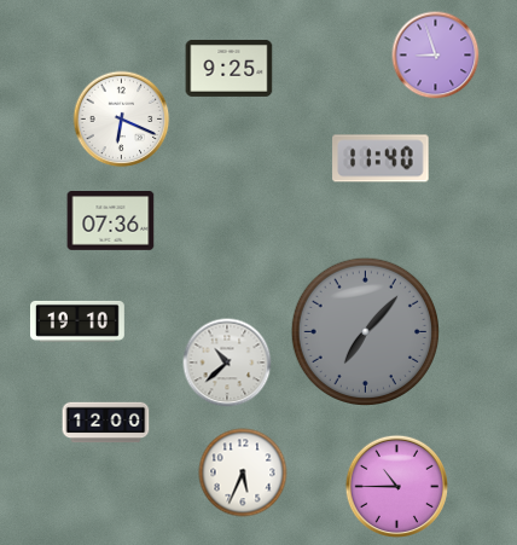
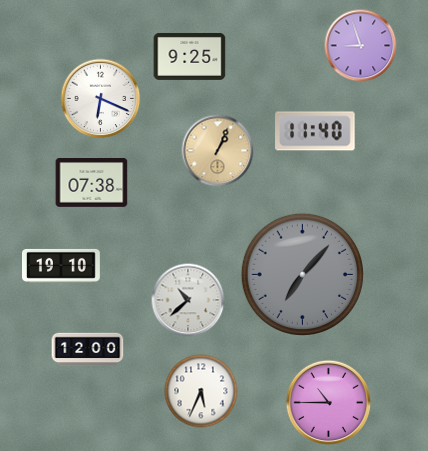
clock at (218, 151): none -> 1:04
clock at (111, 221): 07:36 -> 07:38
clock at (79, 321) position: (79, 321) -> (62, 266)
